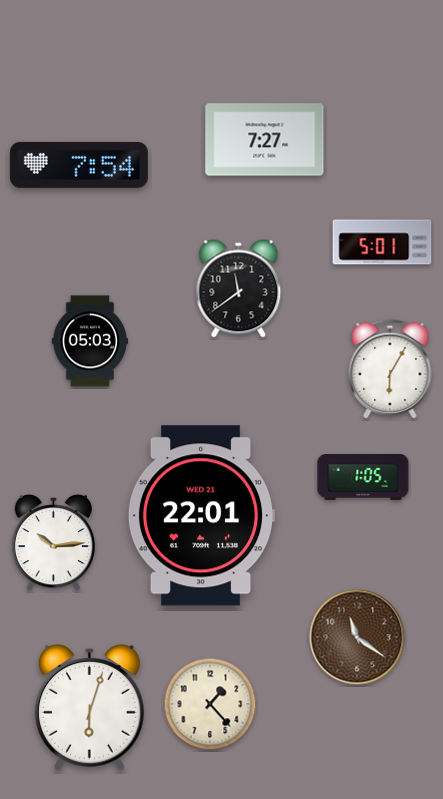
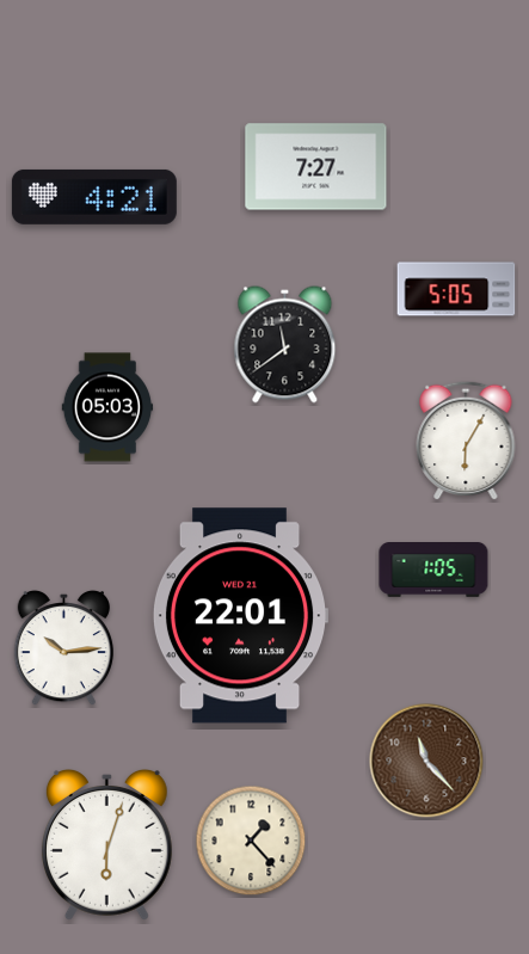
clock at (79, 165): 7:54 -> 4:21
clock at (382, 242): 5:01 -> 5:05
clock at (357, 637): 11:21 -> 11:23
